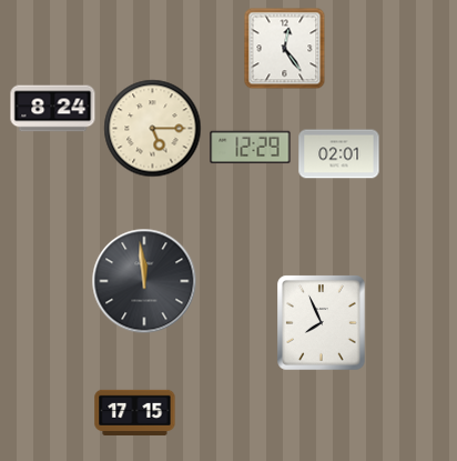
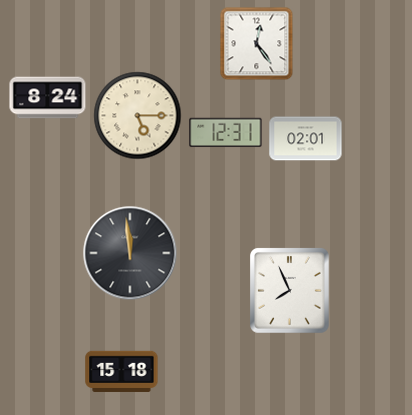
clock at (251, 148): 12:29 -> 12:31
clock at (135, 412): 17:15 -> 15:18
